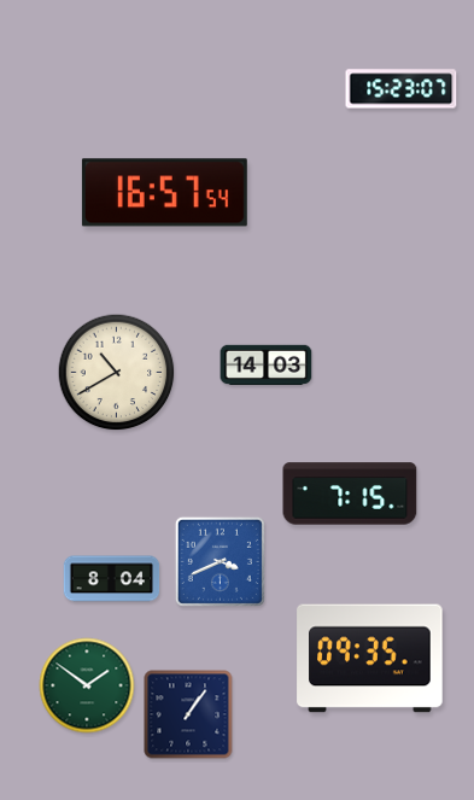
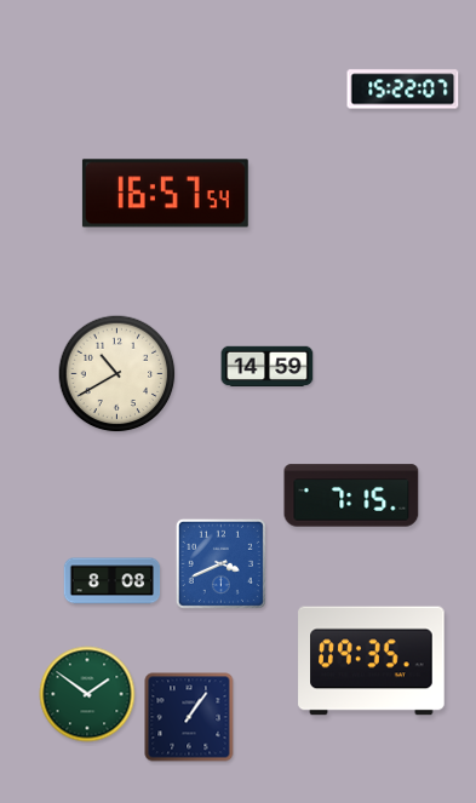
clock at (402, 89): 15:23 -> 15:22
clock at (267, 366): 14:03 -> 14:59
clock at (112, 579): 8:04 -> 8:08
clock at (87, 685) position: (87, 685) -> (87, 694)
